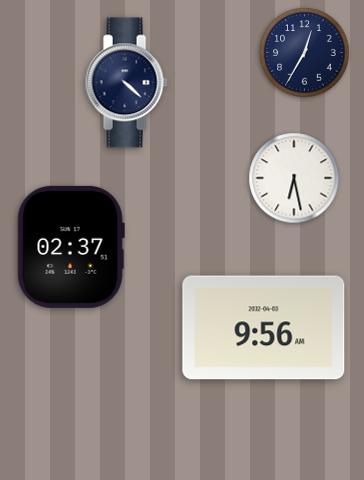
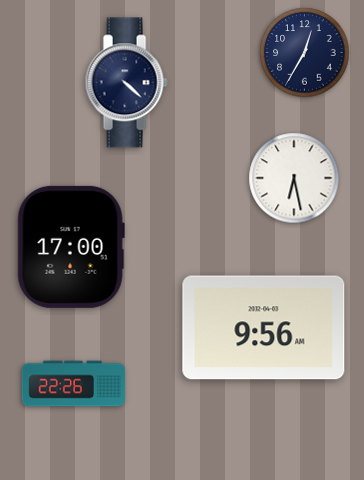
clock at (71, 247): 02:37 -> 17:00
clock at (74, 384): none -> 22:26
